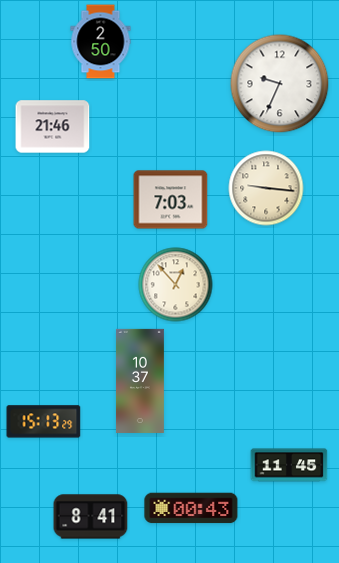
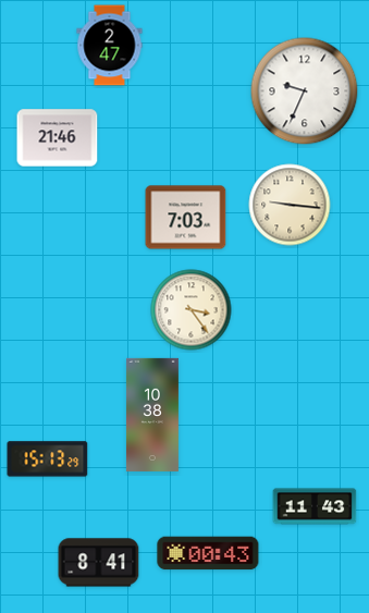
clock at (101, 42): 2:50 -> 2:47
clock at (176, 285): 12:53 -> 3:24
clock at (140, 381): 10:37 -> 10:38
clock at (289, 465): 11:45 -> 11:43
